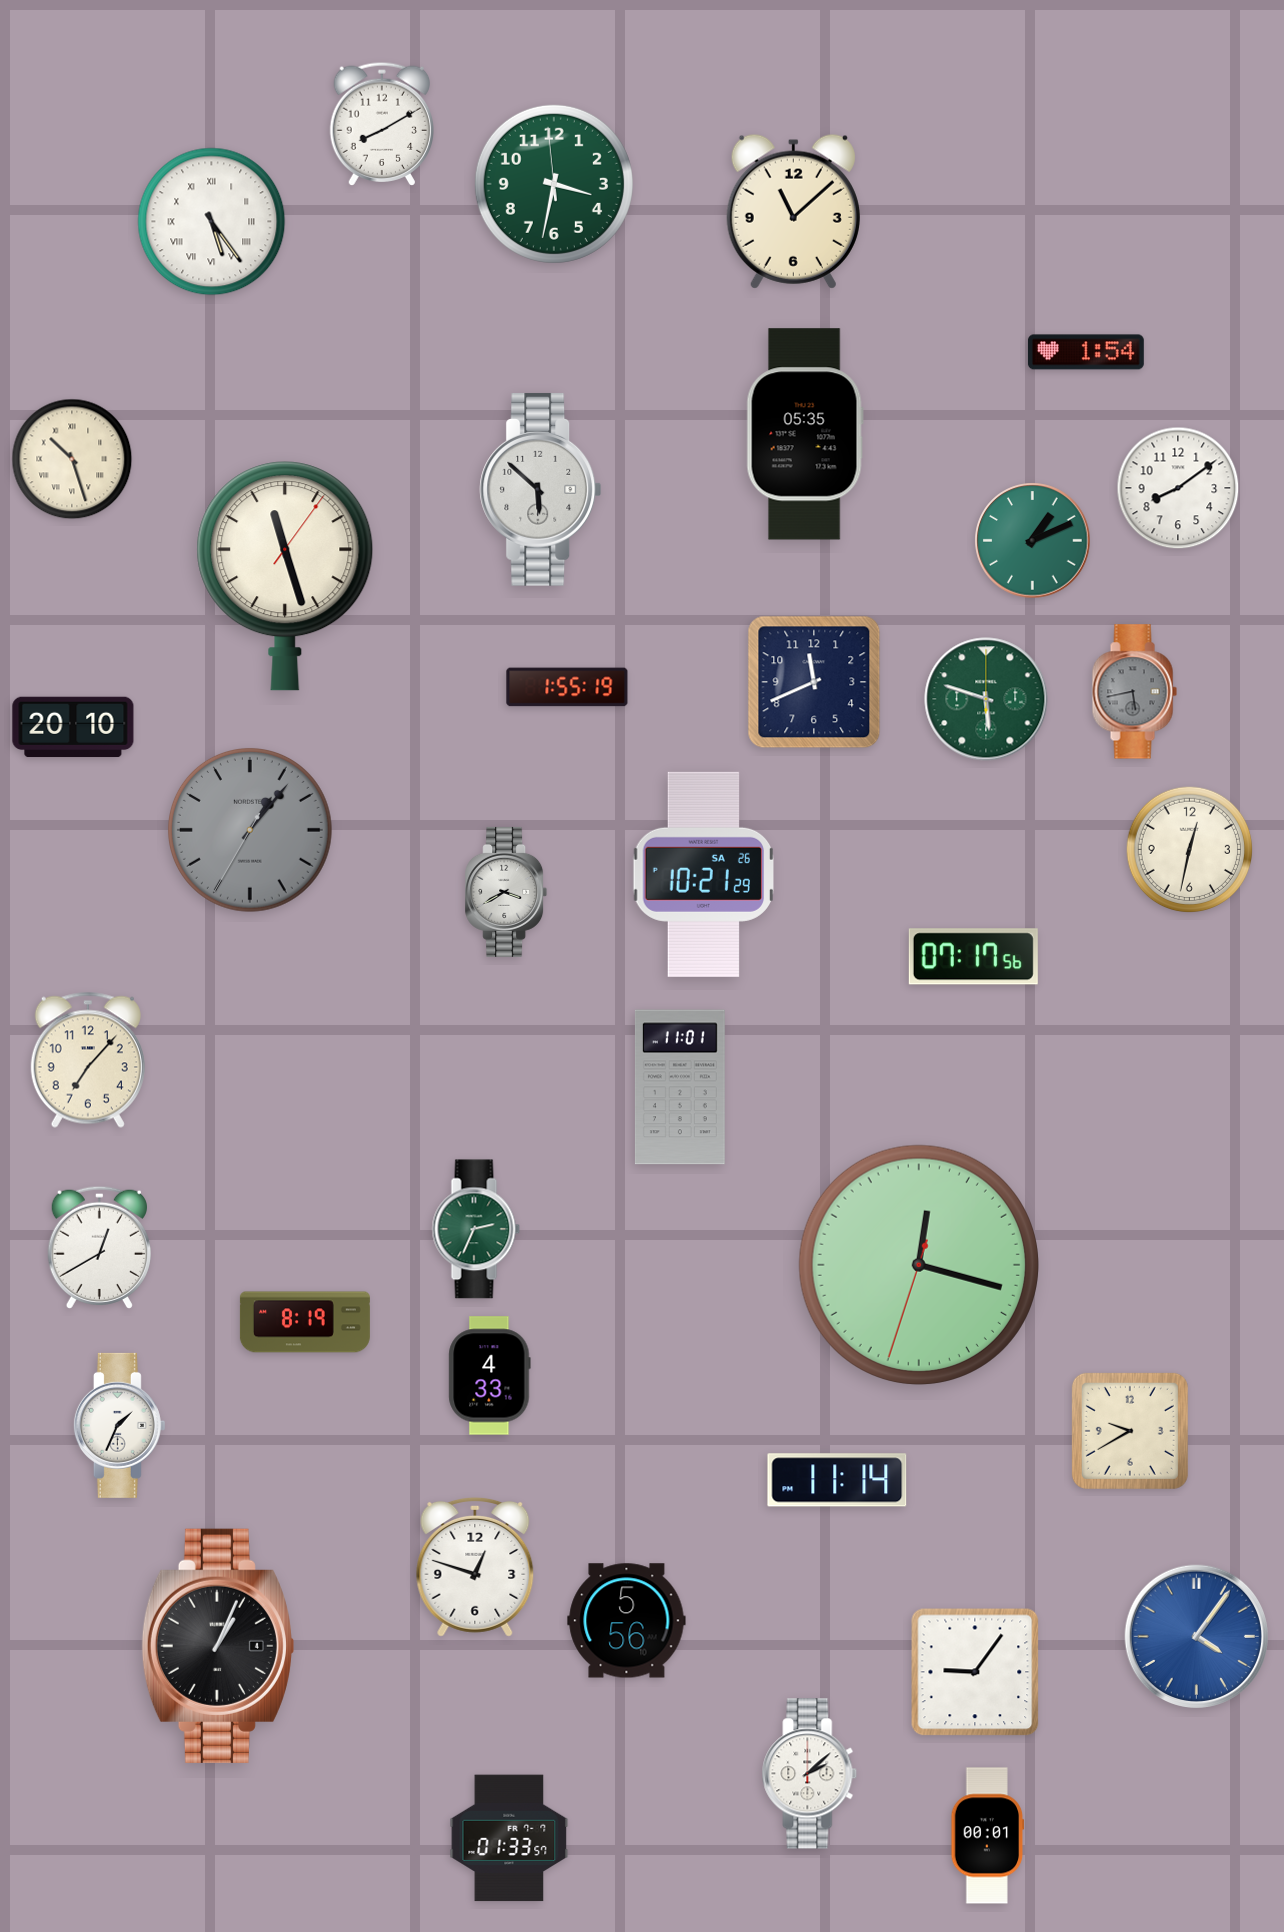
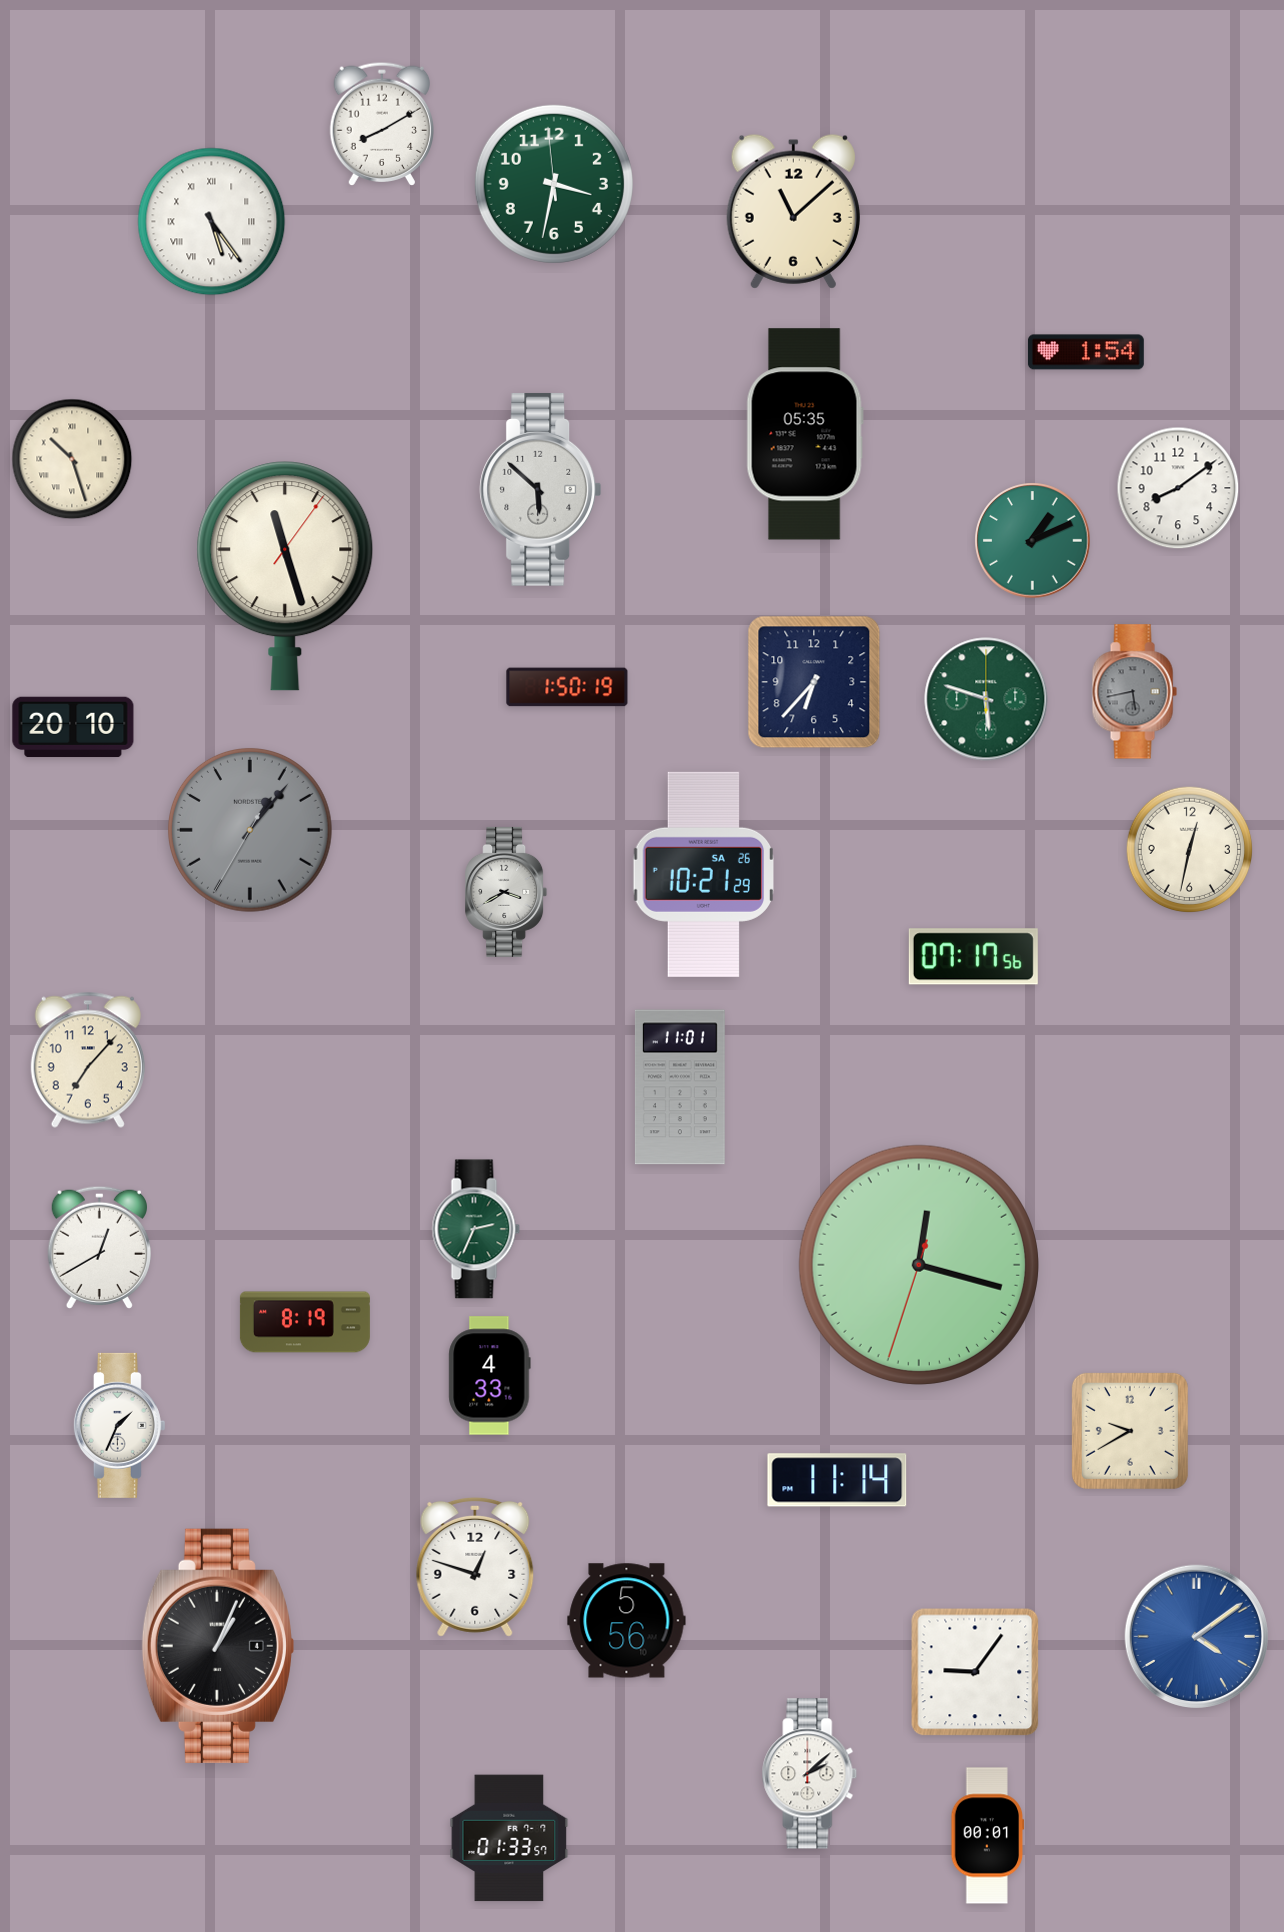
clock at (814, 682): 11:41 -> 6:37
clock at (567, 687): 1:55 -> 1:50
clock at (1196, 1636): 4:06 -> 4:09
